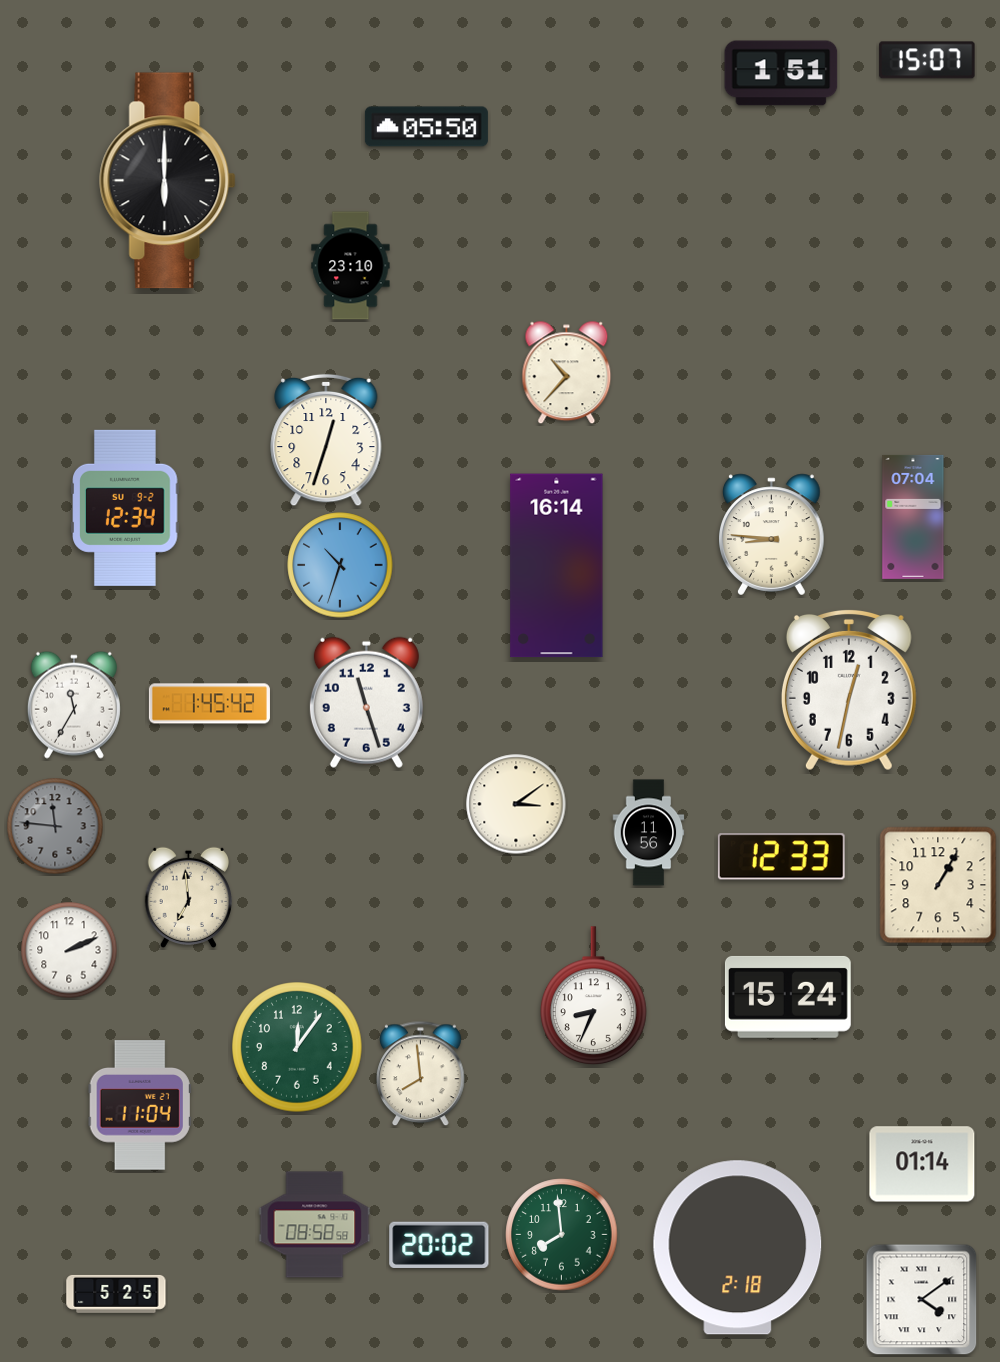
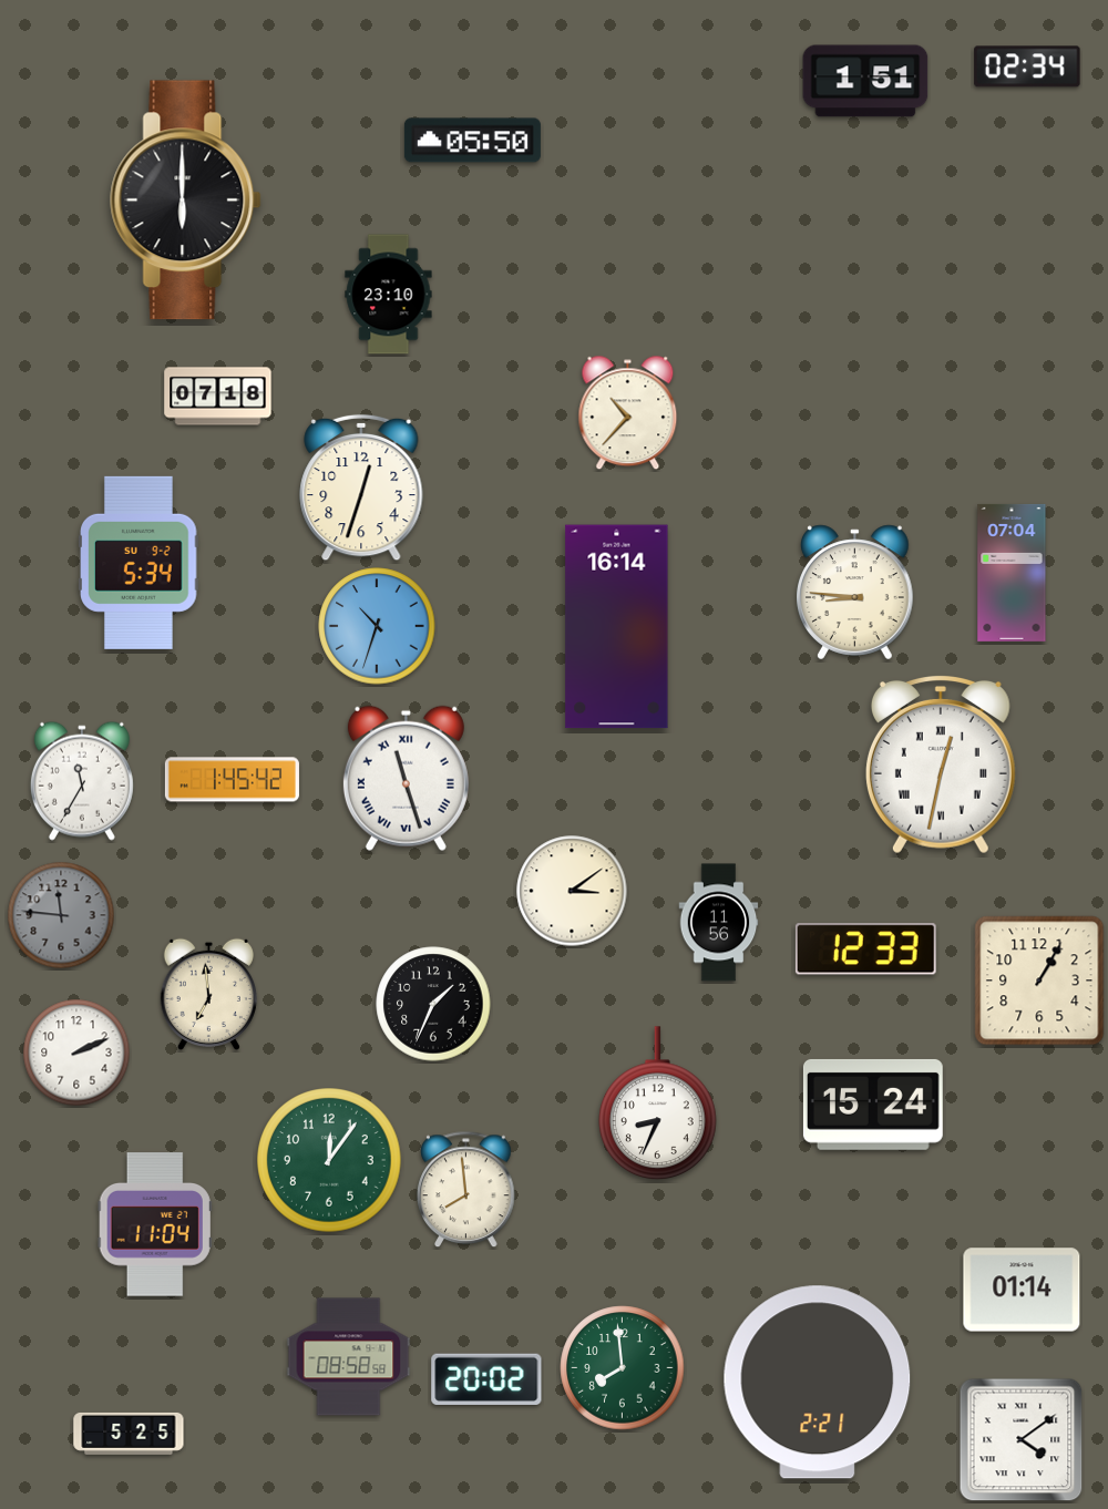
clock at (927, 60): 15:07 -> 02:34
clock at (218, 397): none -> 07:18
clock at (125, 508): 12:34 -> 5:34
clock at (849, 690) numerals: Arabic -> Roman
clock at (366, 702) numerals: Arabic -> Roman
clock at (433, 1004): none -> 1:34
clock at (738, 1248): 2:18 -> 2:21
